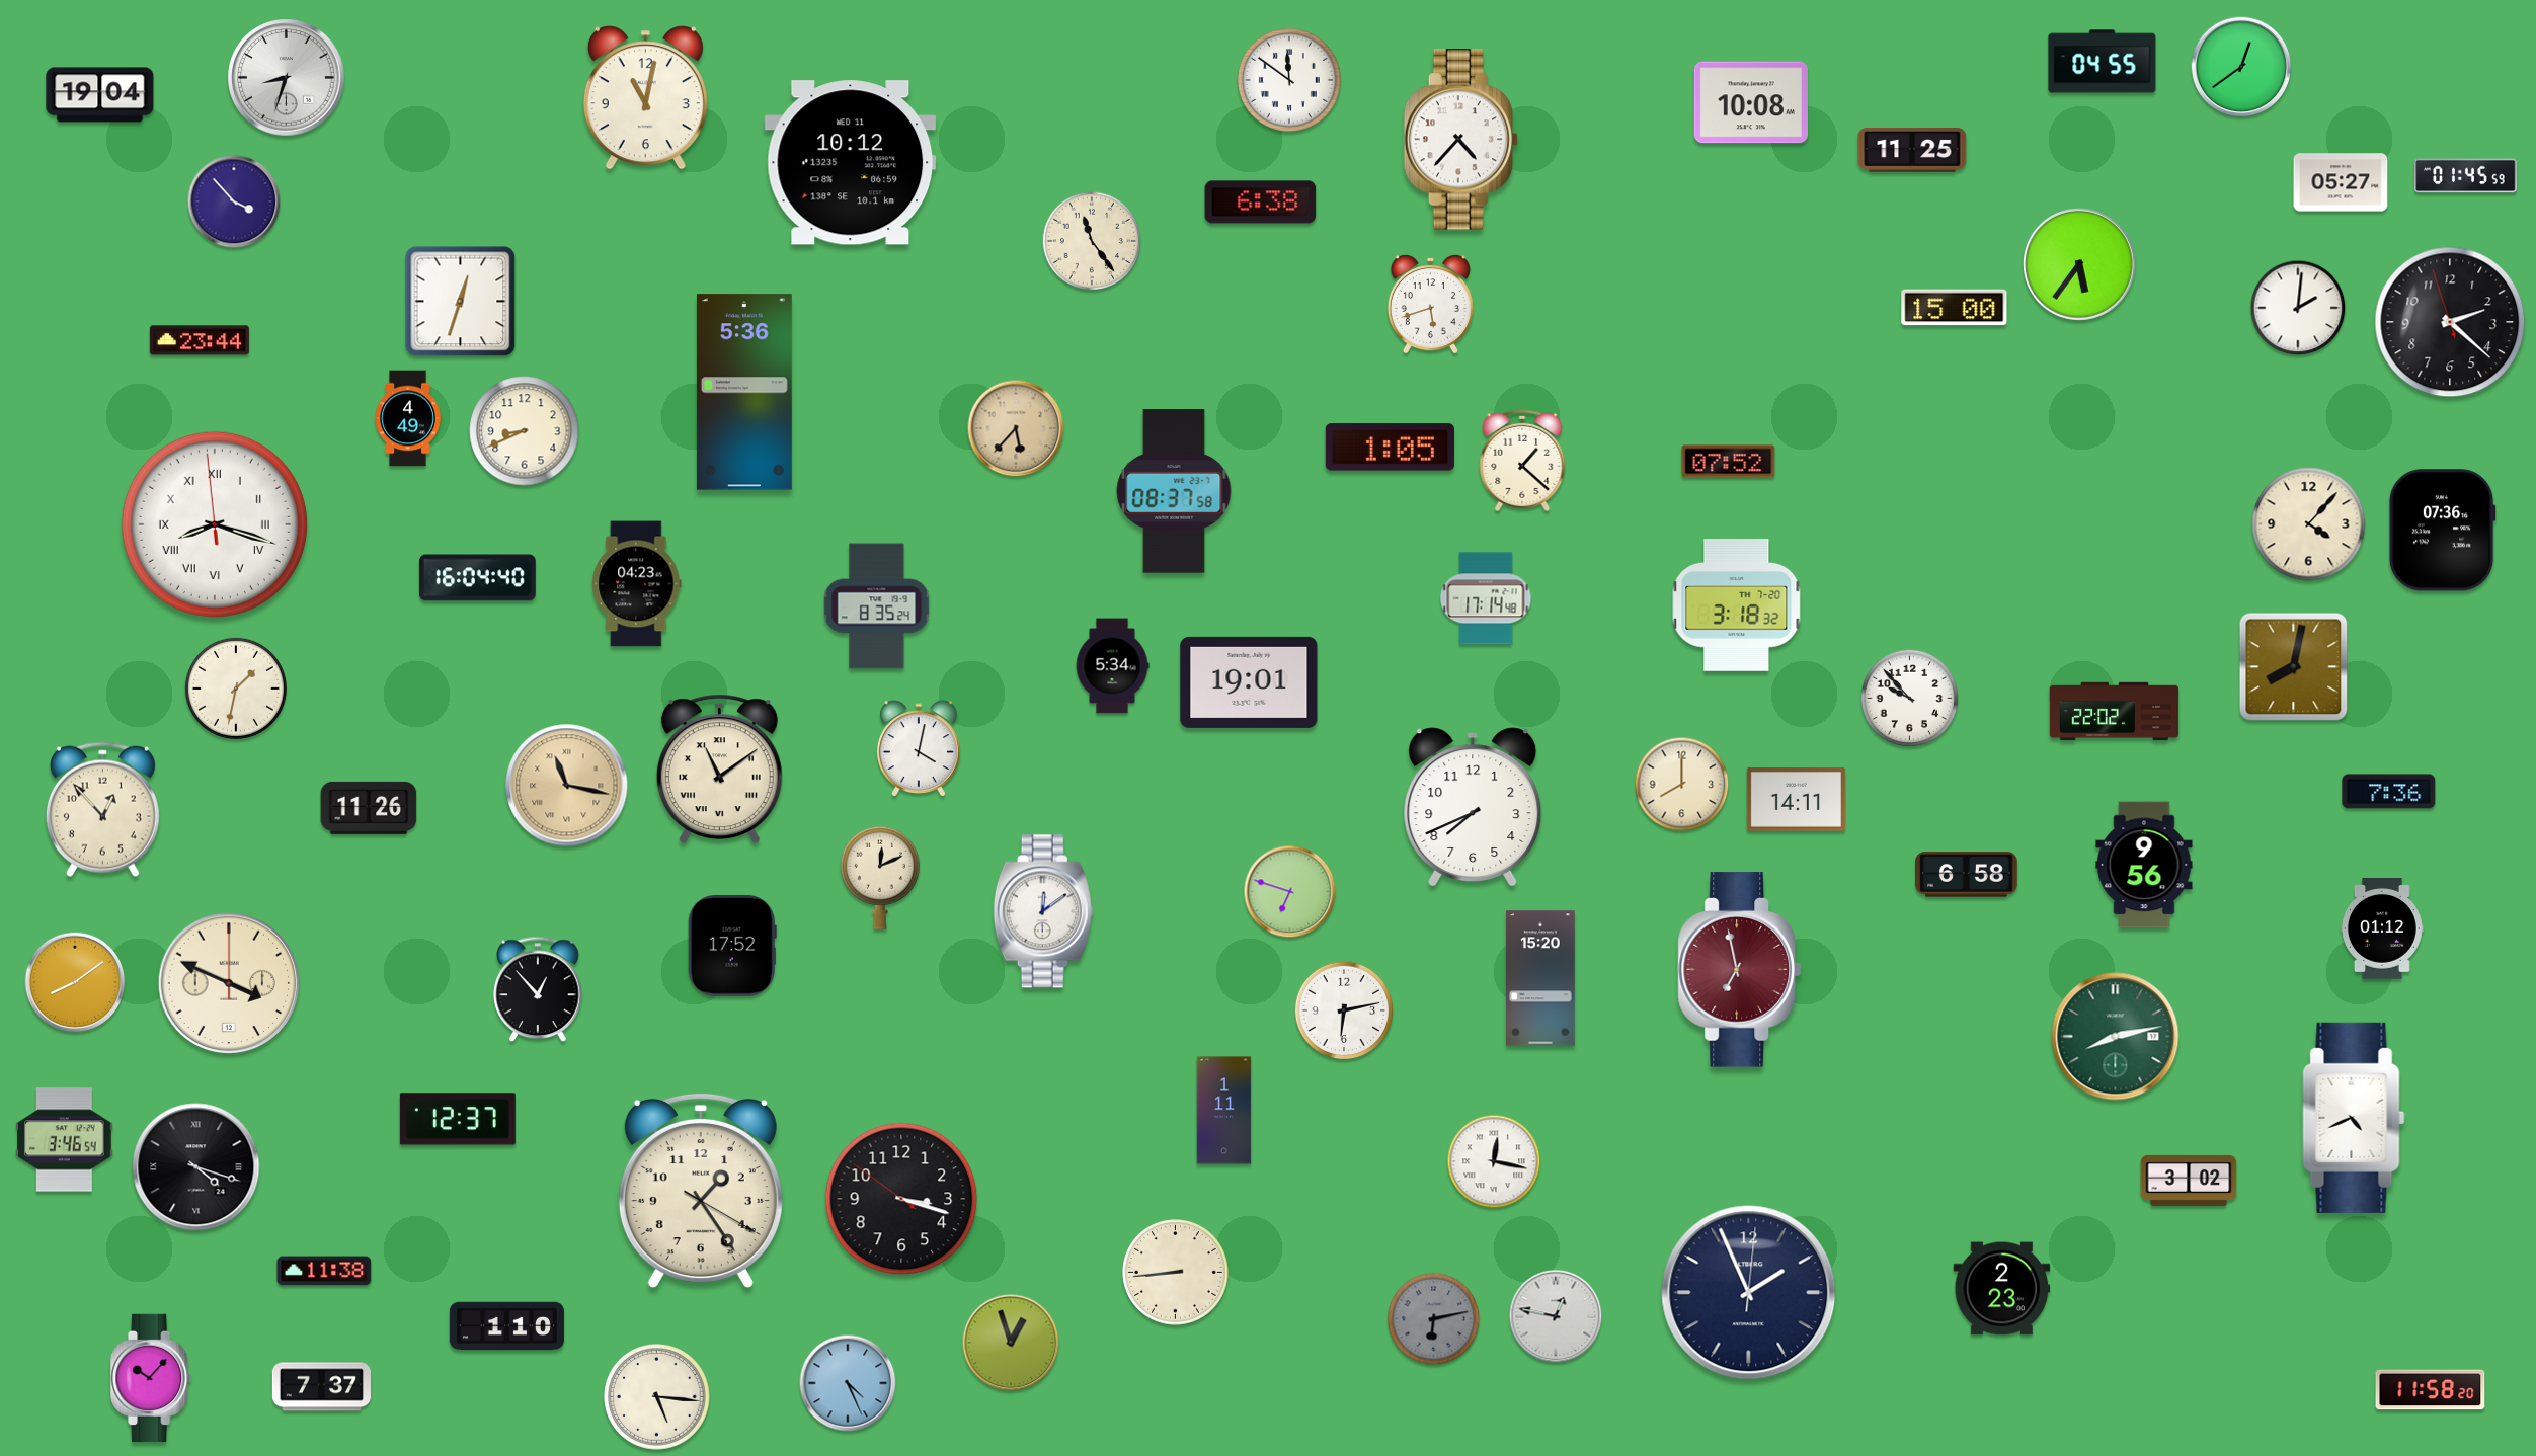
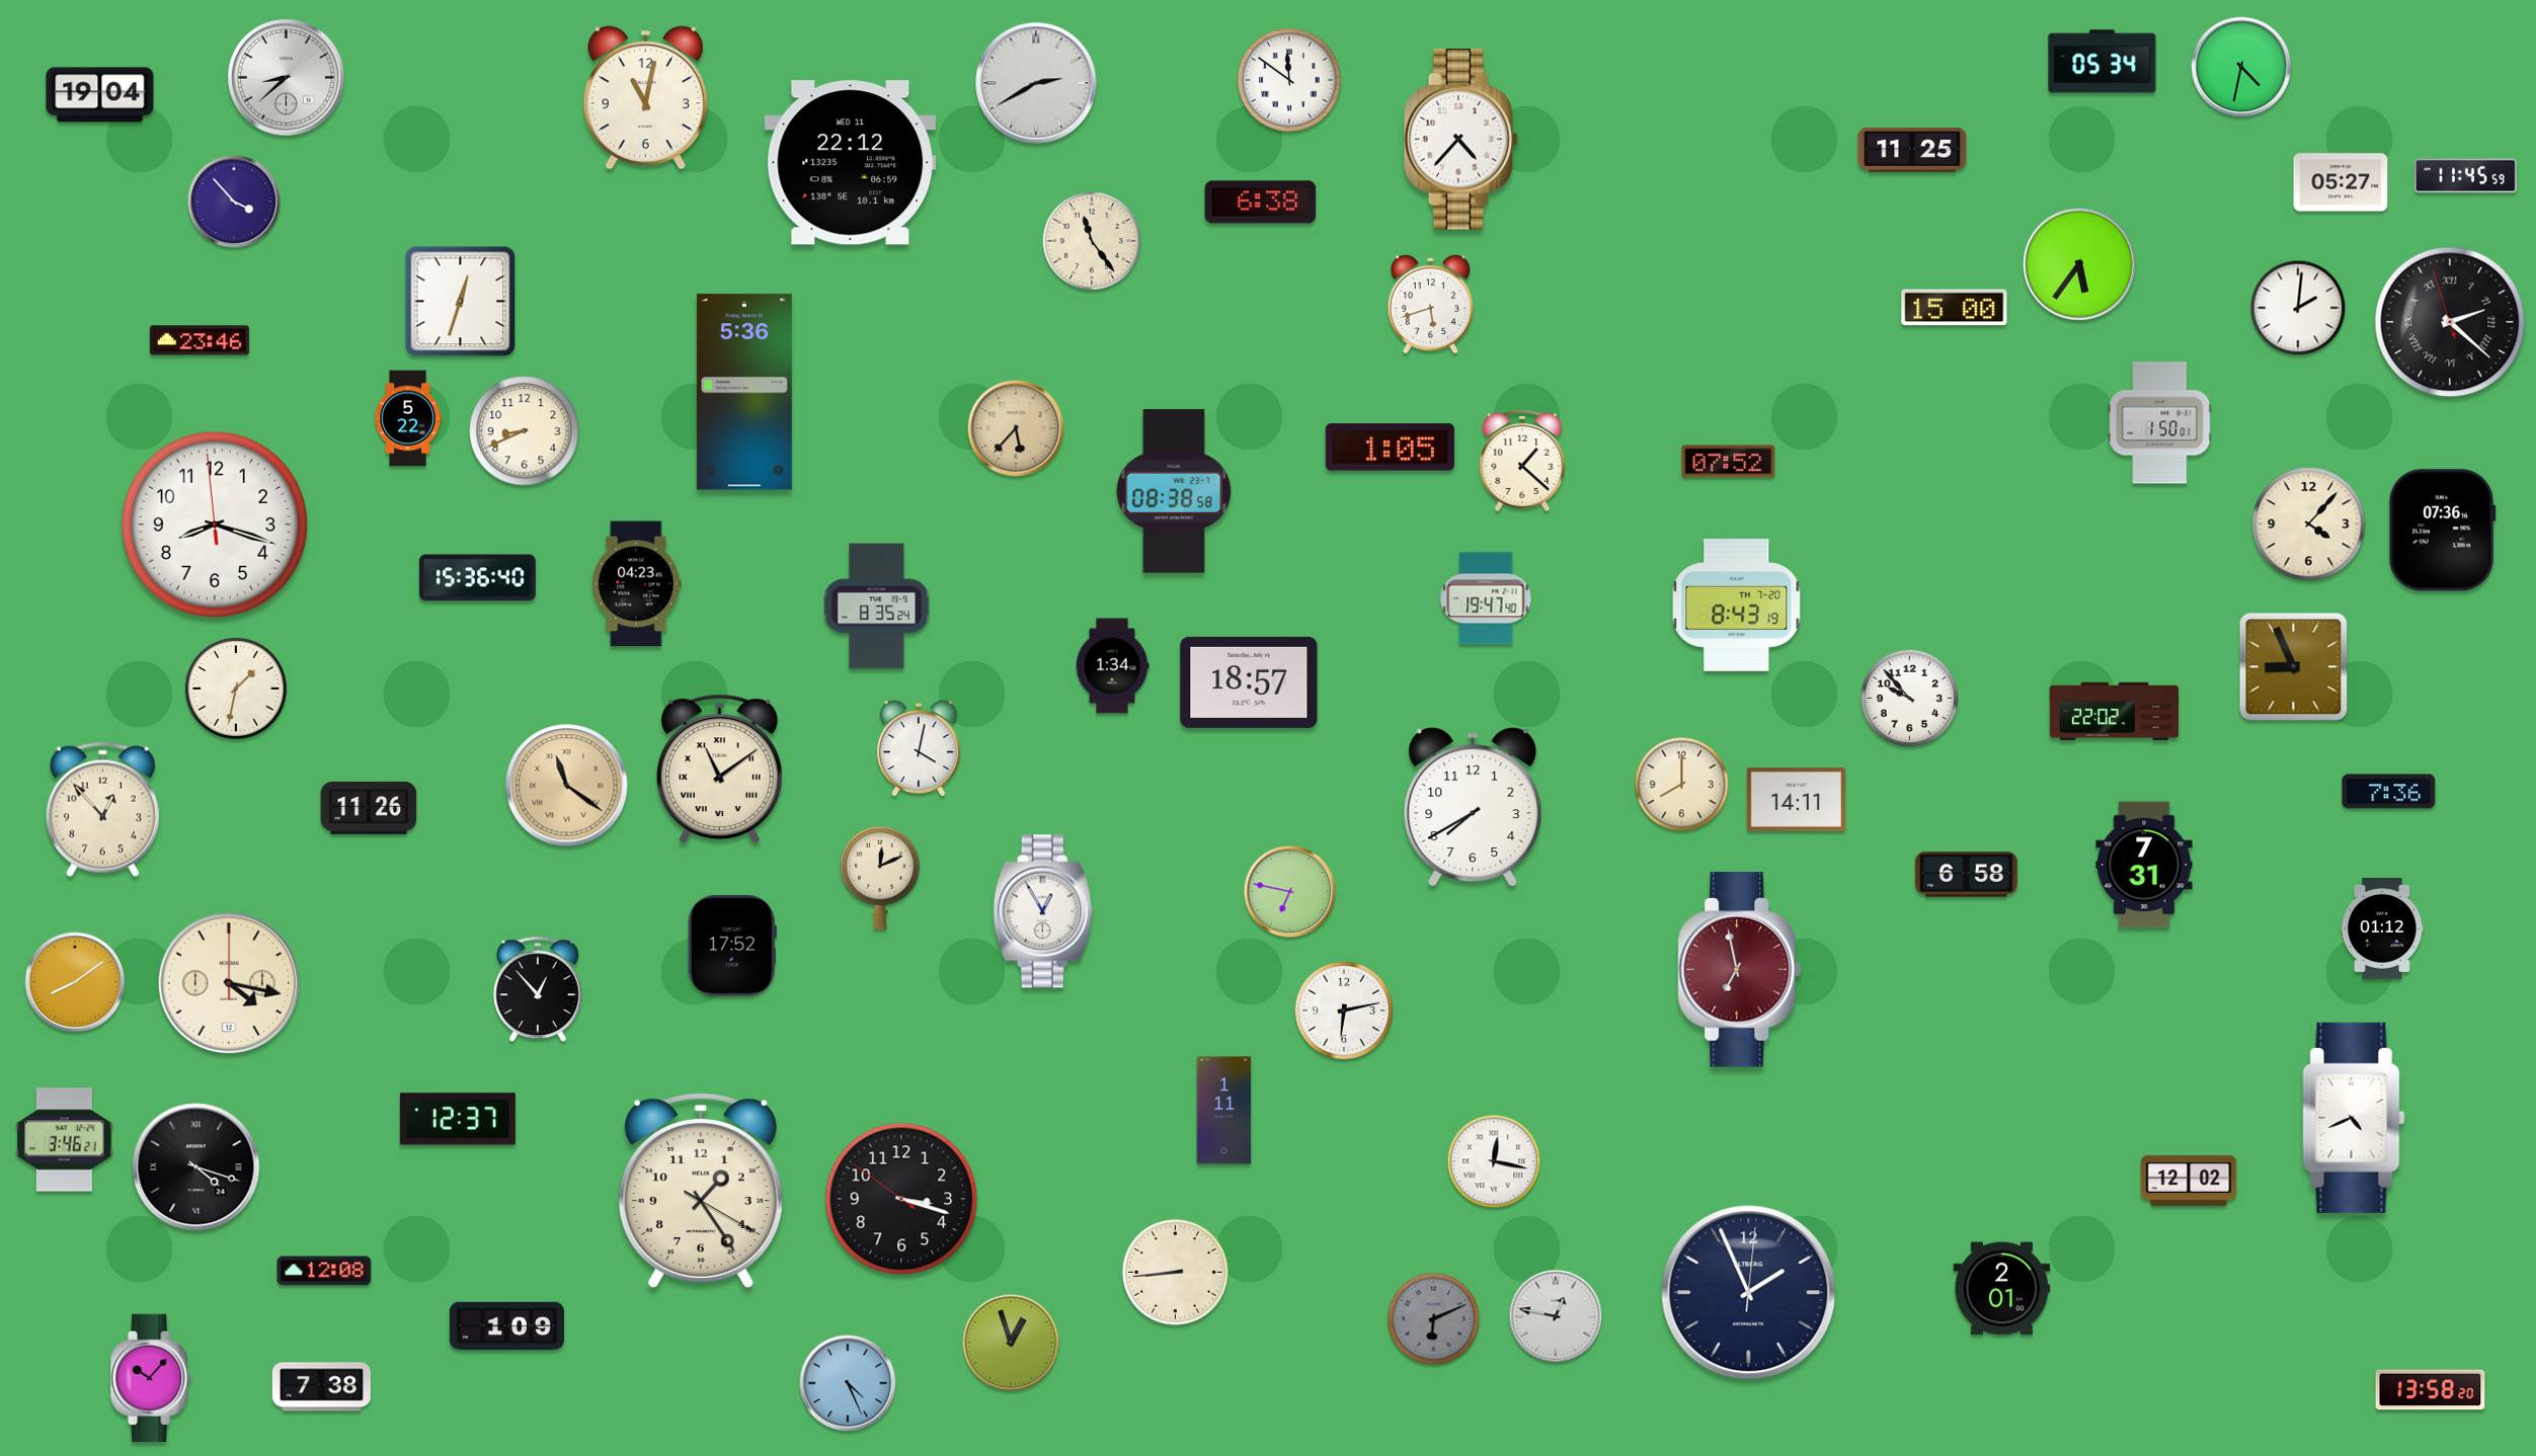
clock at (2103, 62): 04:55 -> 05:34
clock at (2241, 67): 12:39 -> 4:32
clock at (287, 78): 8:33 -> 8:38
clock at (1036, 83): none -> 2:40
clock at (1751, 102): 10:08 -> none
clock at (851, 163): 10:12 -> 22:12
clock at (2466, 176): 01:45 -> 11:45
clock at (2450, 322) numerals: Arabic -> Roman
clock at (200, 340): 23:44 -> 23:46
clock at (408, 418): 4:49 -> 5:22
clock at (2160, 423): none -> 1:50
clock at (1174, 491): 08:37 -> 08:38
clock at (215, 524) numerals: Roman -> Arabic
clock at (477, 578): 16:04 -> 15:36
clock at (1486, 598): 17:14 -> 19:47
clock at (1737, 605): 3:18 -> 8:43
clock at (1112, 666): 5:34 -> 1:34
clock at (2294, 667): 8:02 -> 8:56
clock at (1249, 682): 19:01 -> 18:57
clock at (567, 786): 11:17 -> 11:21
clock at (1473, 806): 7:41 -> 7:40
clock at (2144, 865): 9:56 -> 7:31
clock at (1290, 892): 6:48 -> 6:47
clock at (1043, 911): 12:09 -> 12:55
clock at (1540, 978): 15:20 -> none
clock at (229, 983): 3:49 -> 4:17
clock at (2116, 1037): 8:13 -> none
clock at (65, 1140): 3:46:54 -> 3:46:21
clock at (2189, 1181): 3:02 -> 12:02
clock at (324, 1271): 11:38 -> 12:08
clock at (2002, 1289): 2:23 -> 2:01
clock at (1434, 1319): 6:13 -> 6:11
clock at (506, 1326): 1:10 -> 1:09
clock at (321, 1387): 7:37 -> 7:38
clock at (2431, 1390): 11:58 -> 13:58
clock at (657, 1397): 5:16 -> none
